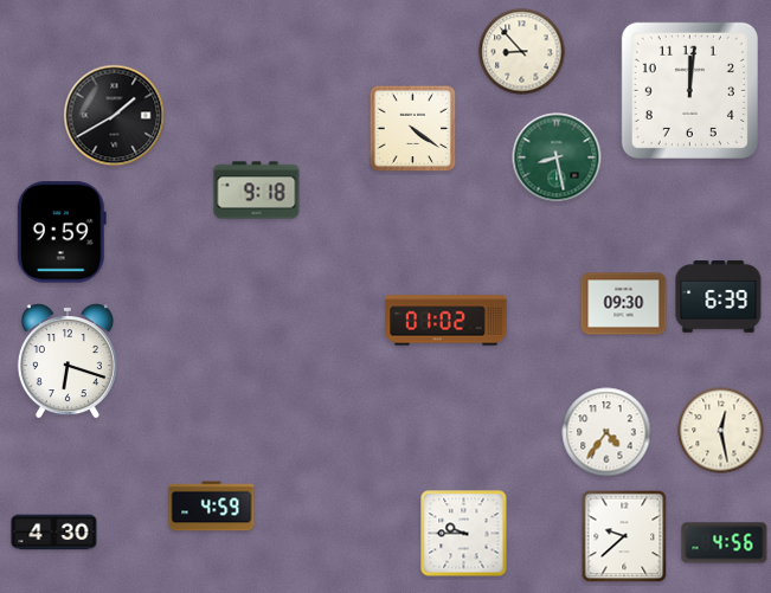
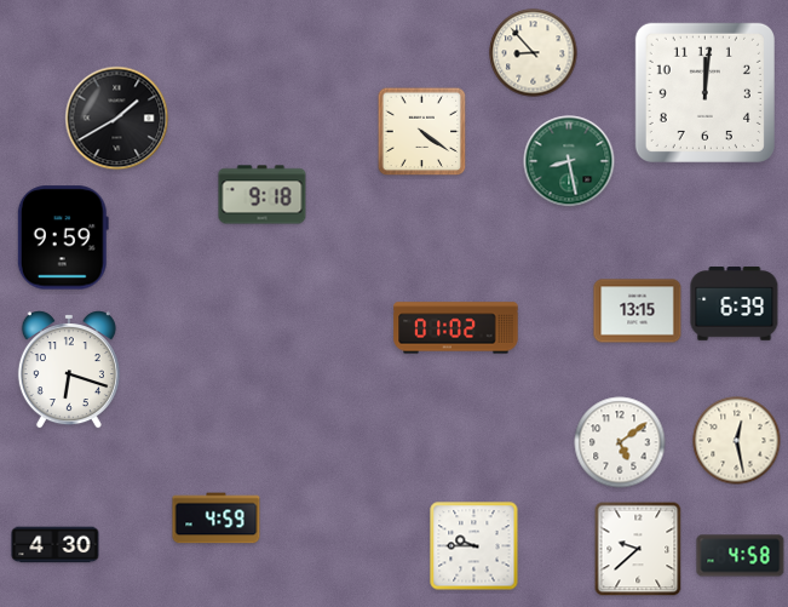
clock at (624, 304): 09:30 -> 13:15
clock at (606, 432): 4:36 -> 5:09
clock at (725, 543): 4:56 -> 4:58
